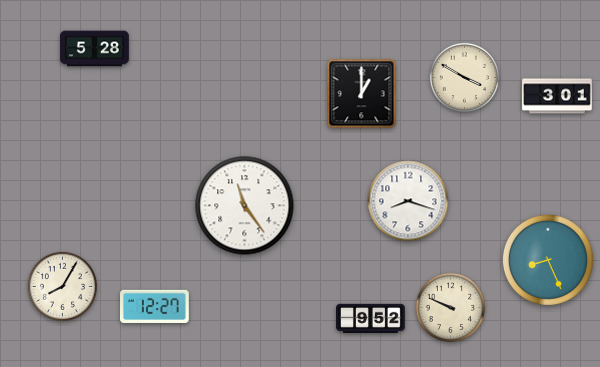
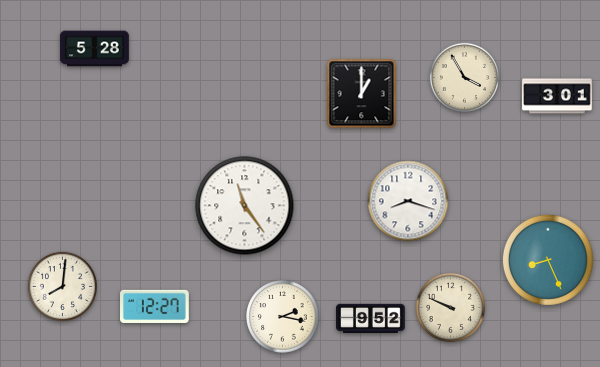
clock at (464, 77): 3:50 -> 3:55
clock at (62, 286): 8:05 -> 8:01
clock at (283, 317): none -> 2:17
